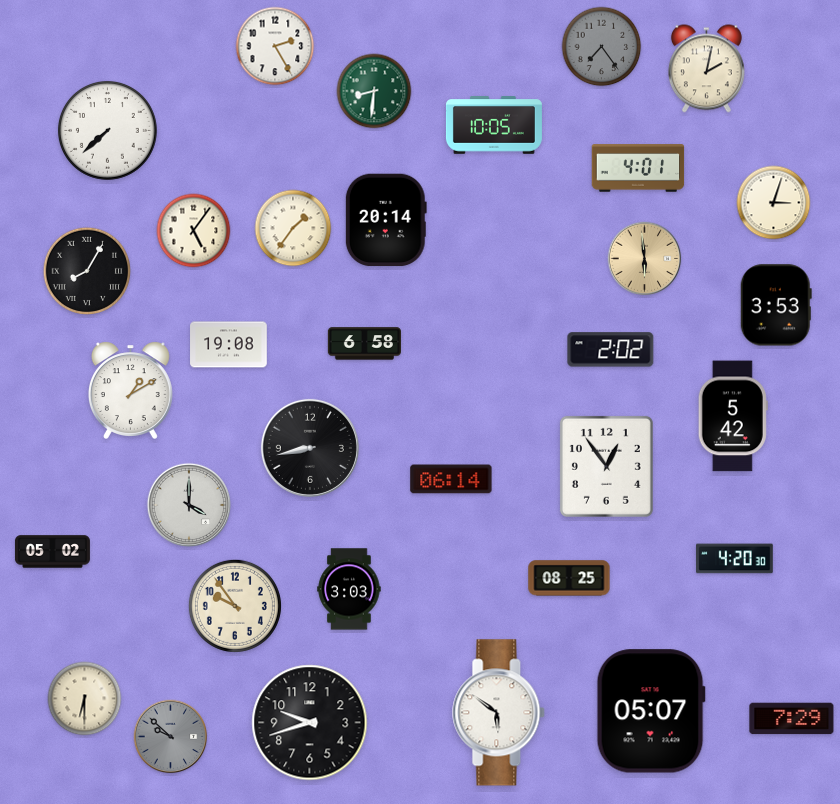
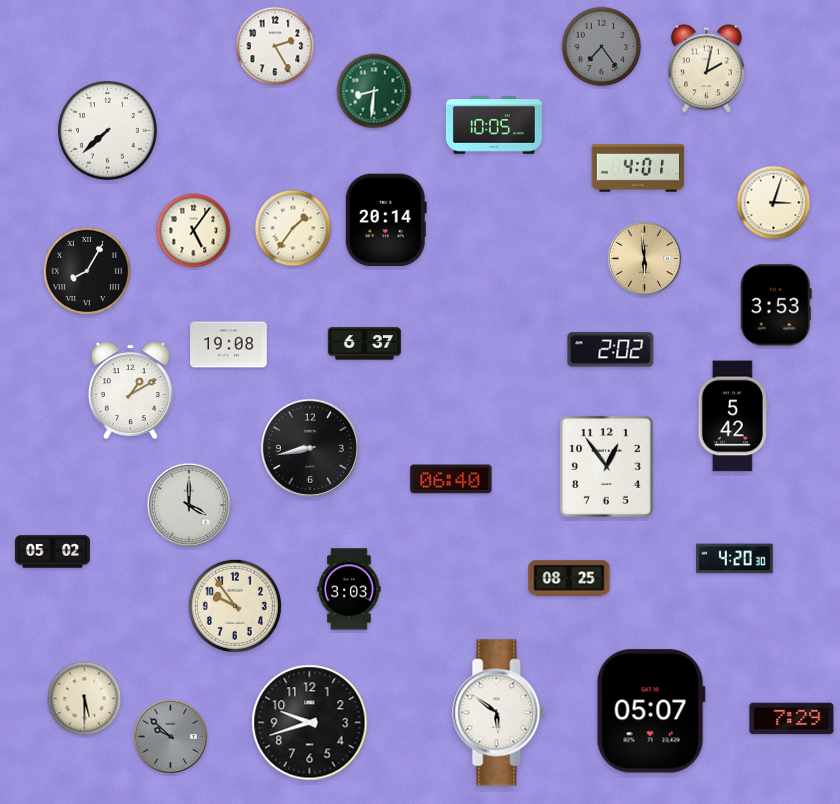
clock at (364, 344): 6:58 -> 6:37
clock at (451, 479): 06:14 -> 06:40
clock at (85, 699): 6:30 -> 5:30
